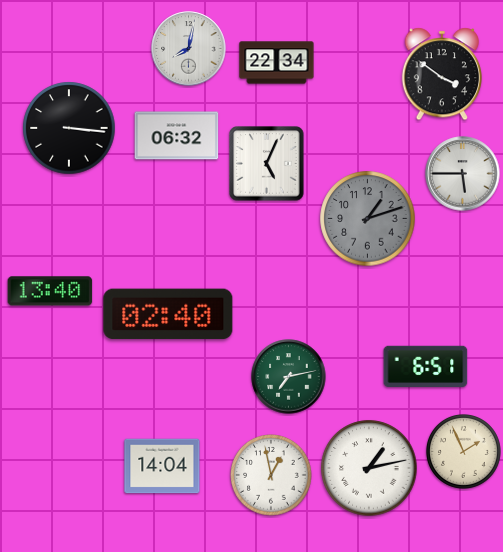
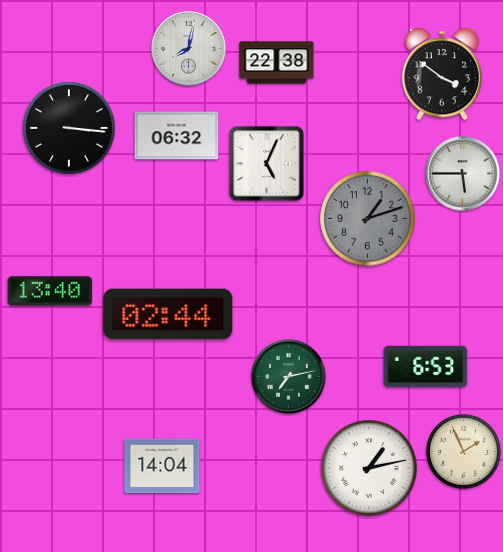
clock at (277, 63): 22:34 -> 22:38
clock at (168, 314): 02:40 -> 02:44
clock at (426, 367): 6:51 -> 6:53
clock at (271, 475): 12:58 -> none
